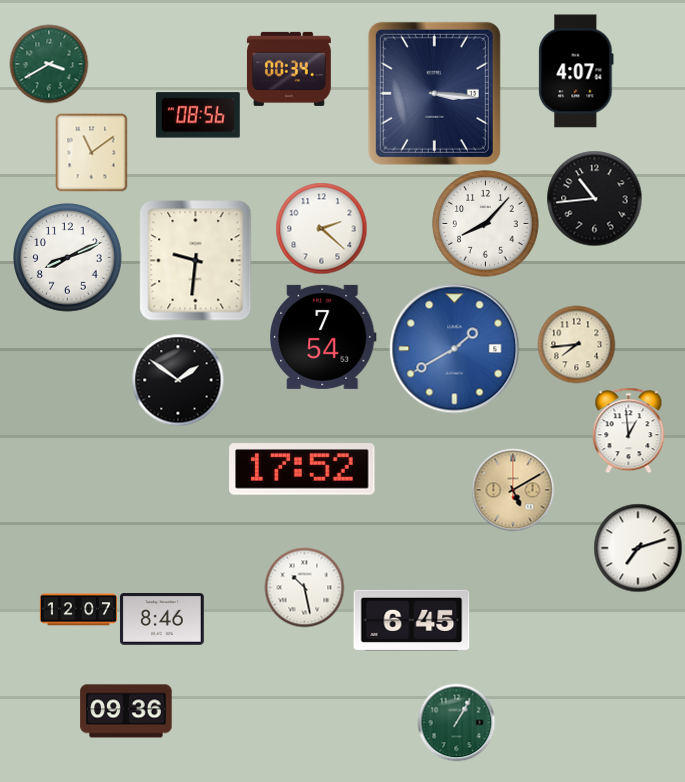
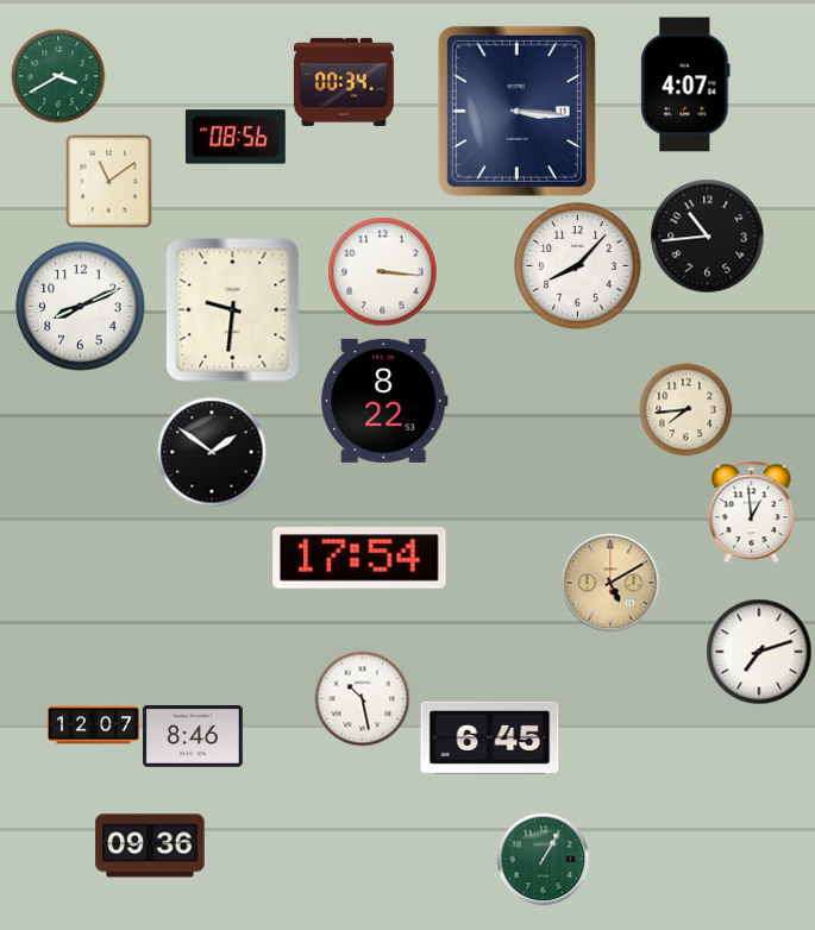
clock at (321, 228): 2:22 -> 3:16
clock at (324, 337): 7:54 -> 8:22
clock at (455, 349): 1:40 -> none
clock at (629, 430) position: (629, 430) -> (752, 511)
clock at (302, 469): 17:52 -> 17:54
